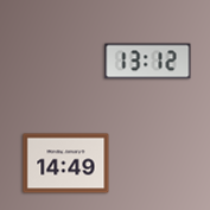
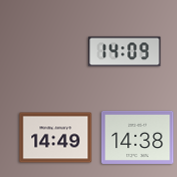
clock at (148, 62): 13:12 -> 14:09
clock at (138, 137): none -> 14:38
